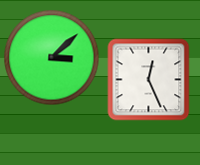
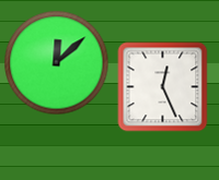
clock at (52, 58): 3:08 -> 12:08
